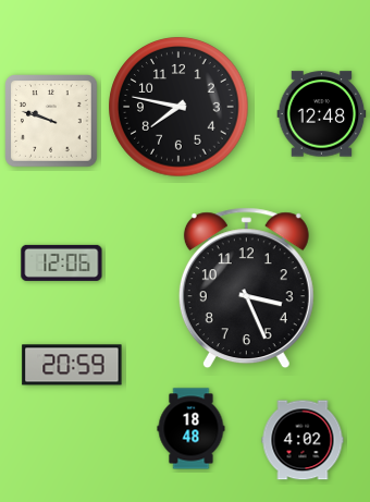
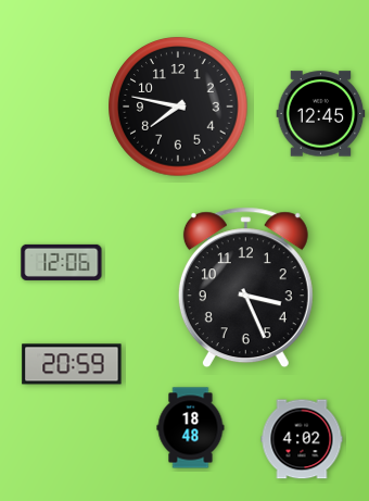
clock at (322, 114): 12:48 -> 12:45
clock at (52, 122): 9:48 -> none
